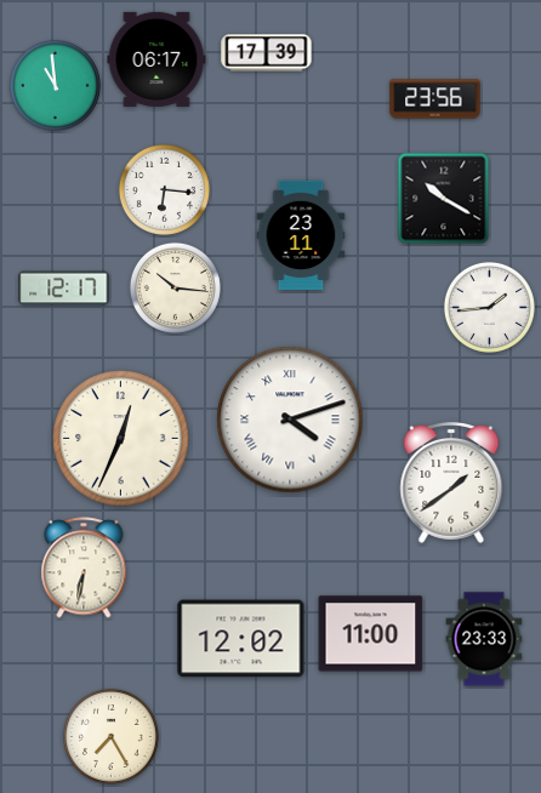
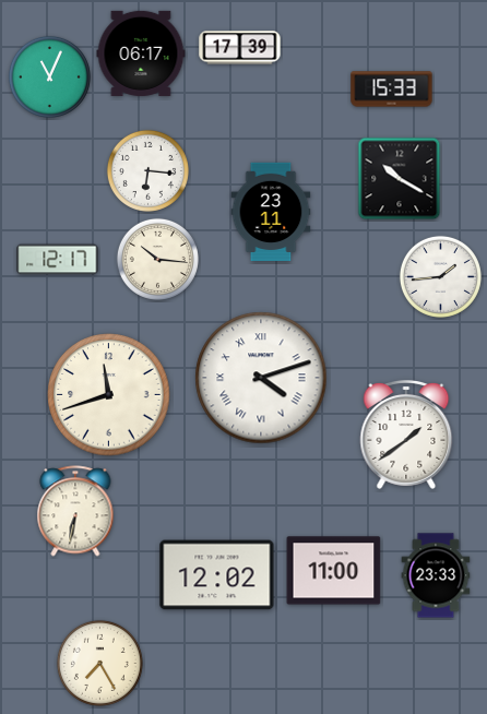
clock at (55, 85): 10:59 -> 11:04
clock at (435, 99): 23:56 -> 15:33
clock at (121, 439): 12:34 -> 11:42
